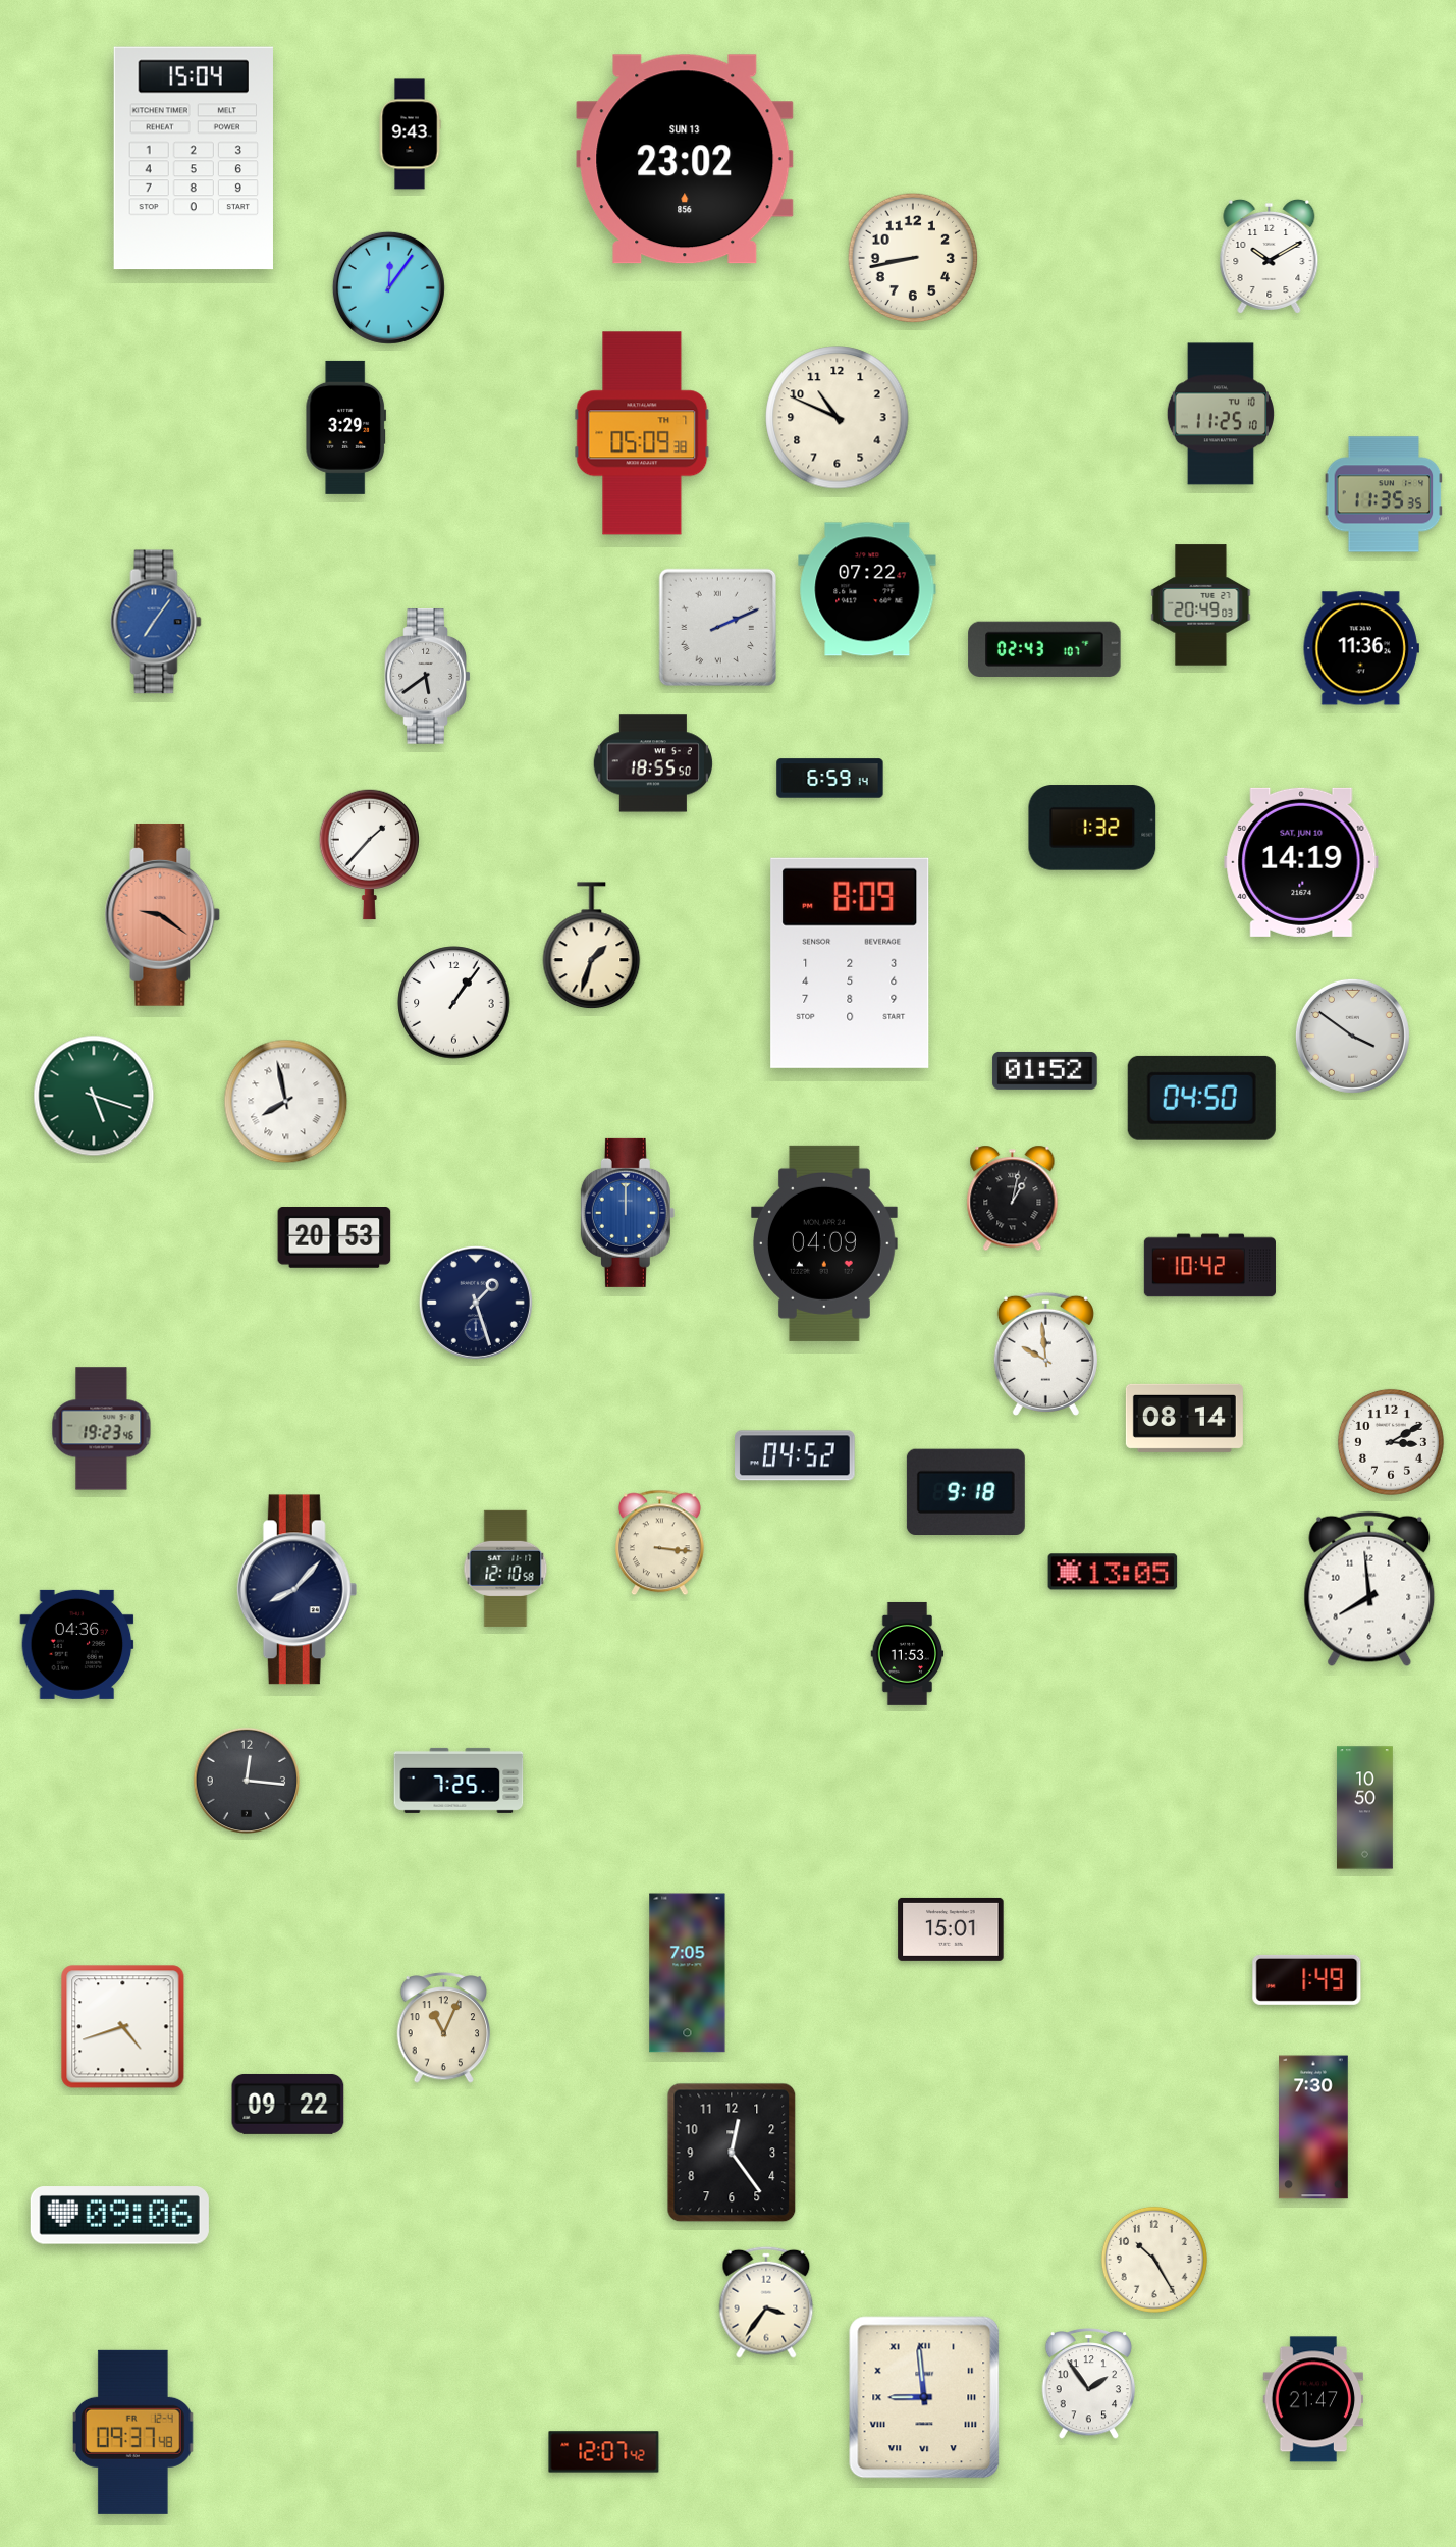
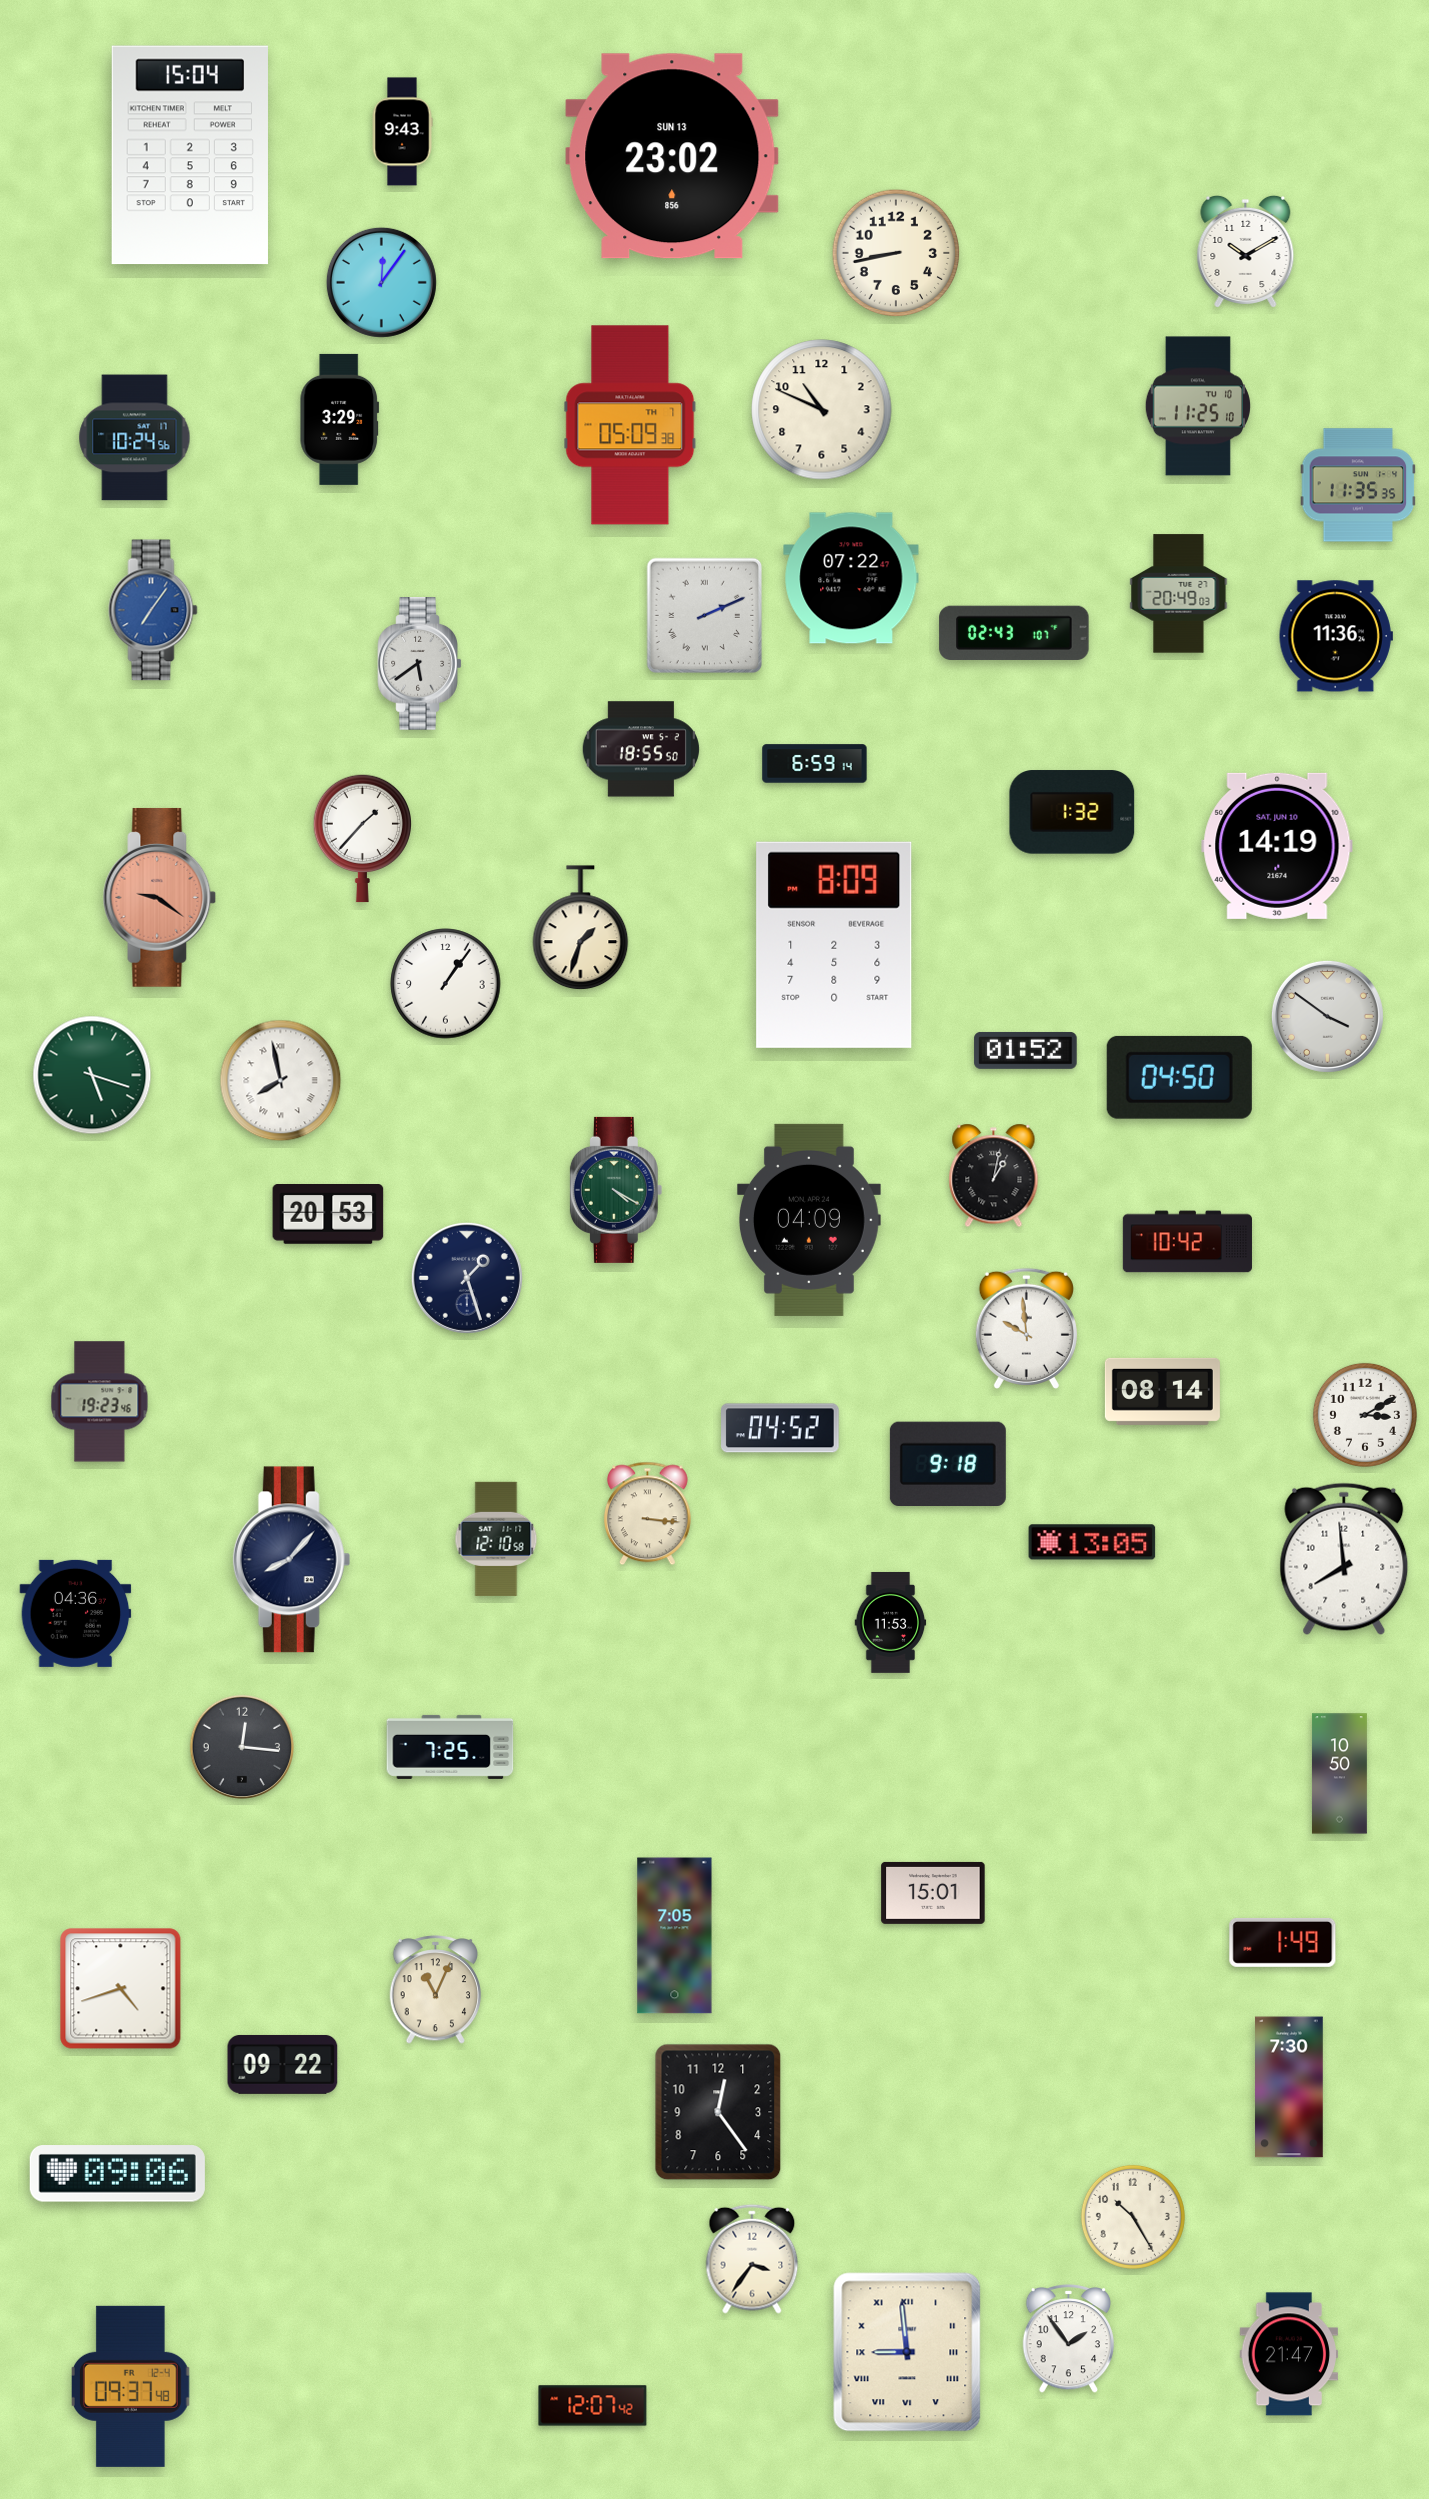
clock at (135, 438): none -> 10:24
clock at (1044, 648) position: (1044, 648) -> (1014, 632)
clock at (628, 1213): 12:00 -> 4:20
clock at (628, 1213) dial: blue -> green
